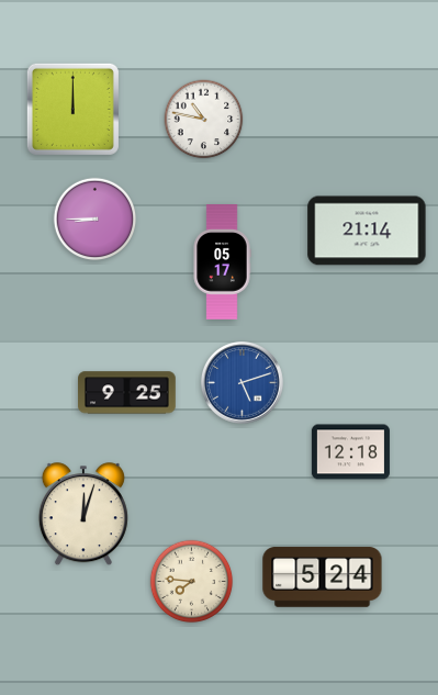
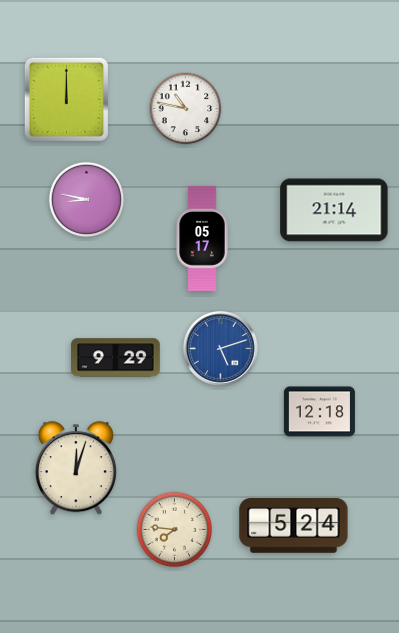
clock at (96, 220): 8:45 -> 8:47
clock at (127, 393): 9:25 -> 9:29
